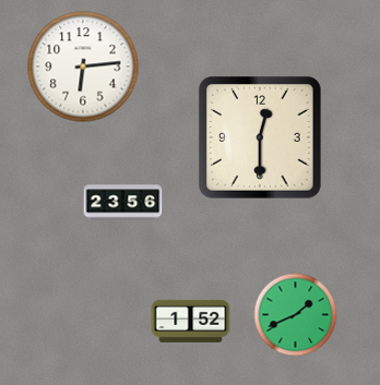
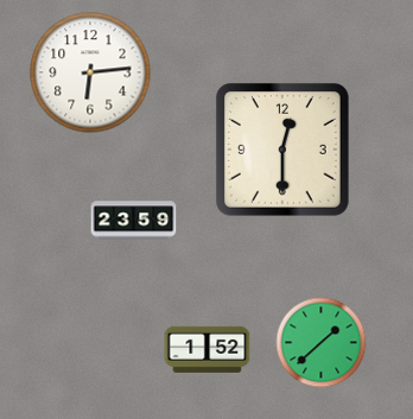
clock at (123, 203): 23:56 -> 23:59
clock at (296, 315): 1:41 -> 1:38
